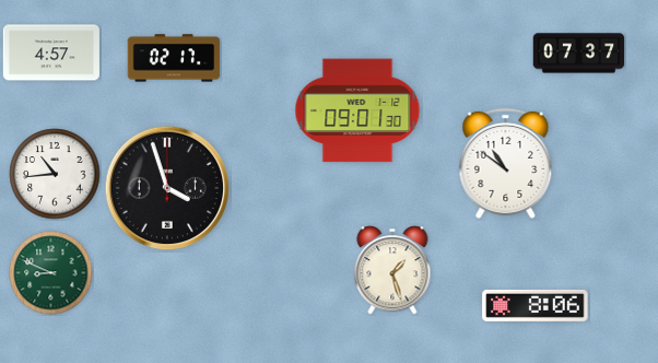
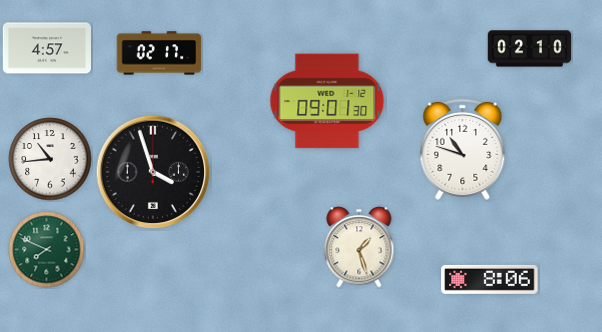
clock at (579, 54): 07:37 -> 02:10
clock at (506, 163): 10:51 -> 10:48
clock at (51, 273): 8:49 -> 7:49
